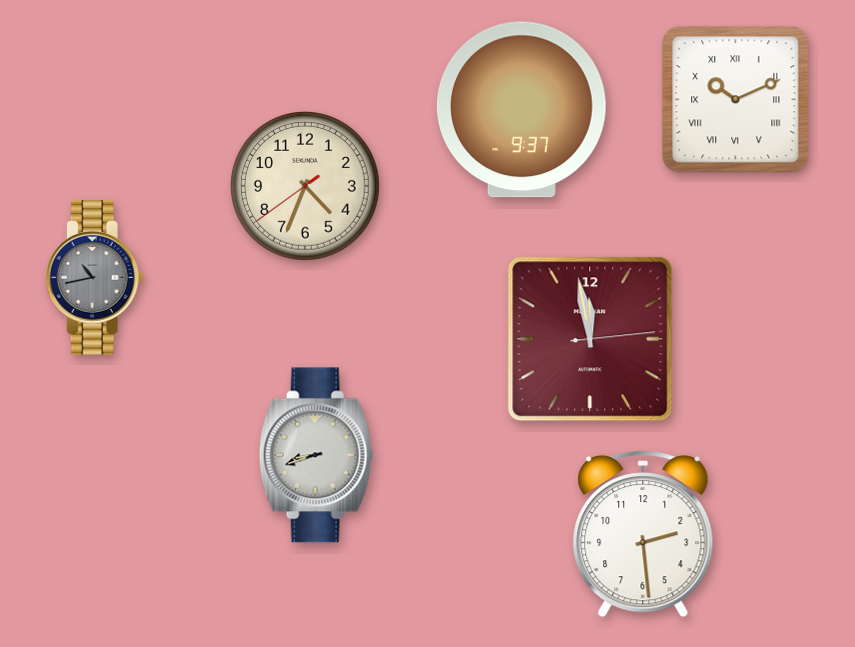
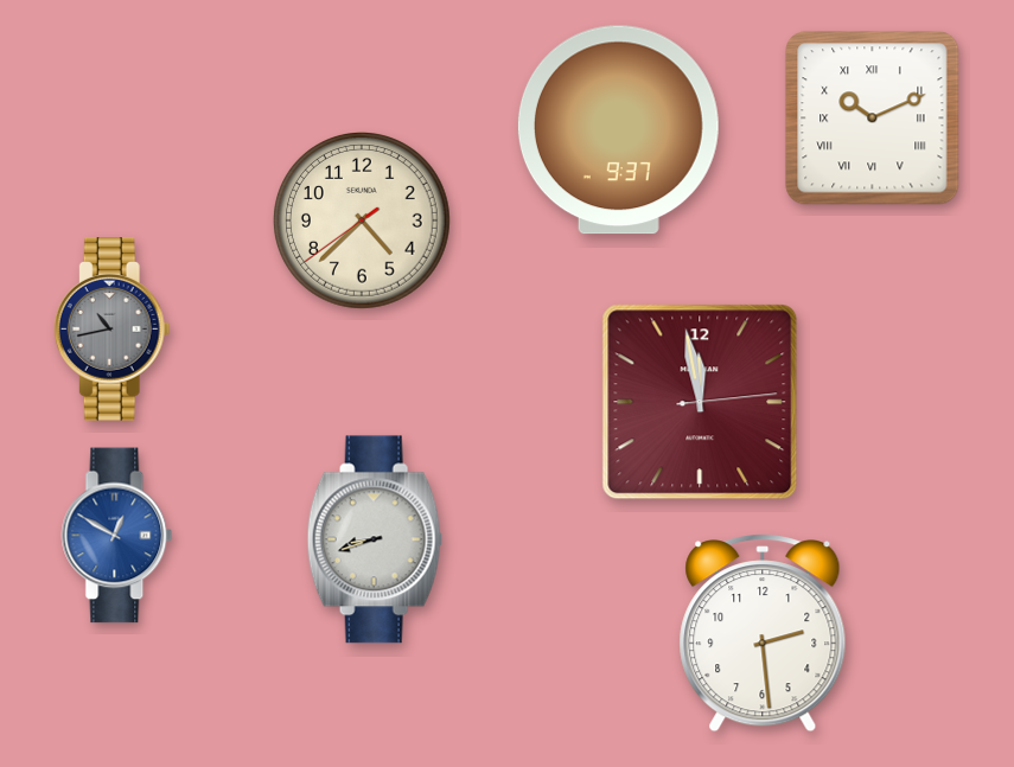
clock at (306, 187): 4:33 -> 4:37
clock at (117, 536): none -> 12:50
